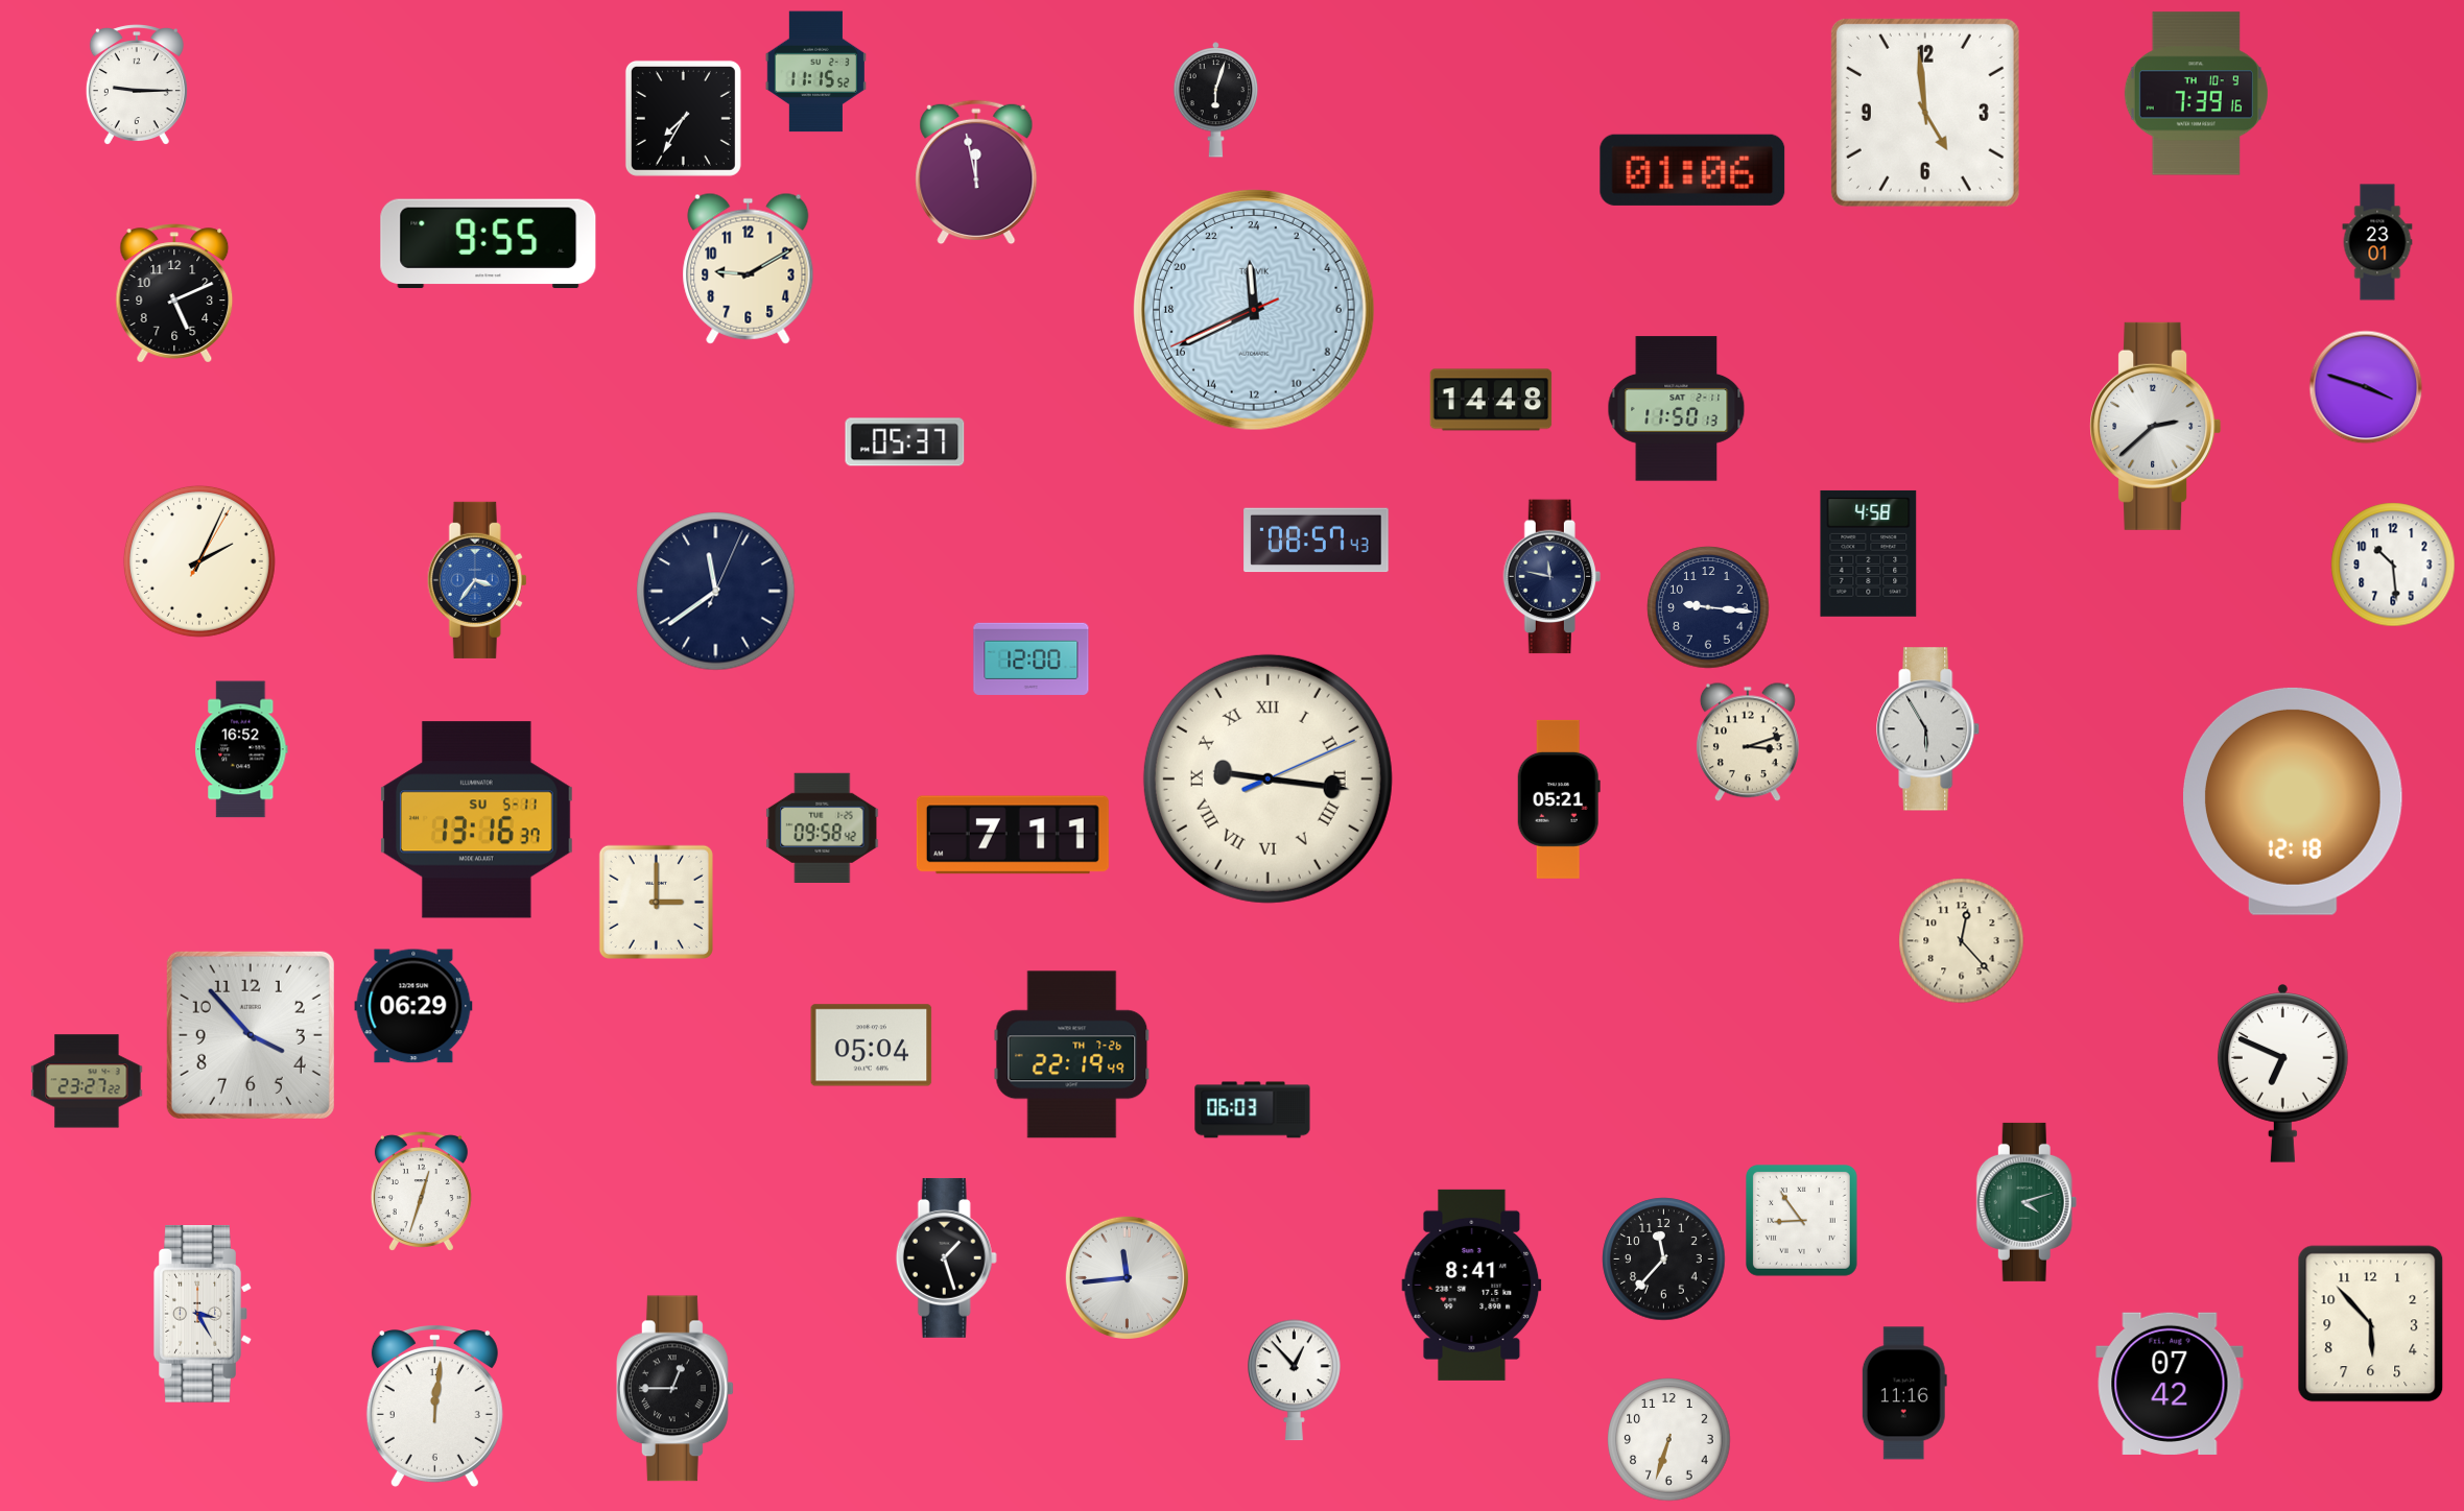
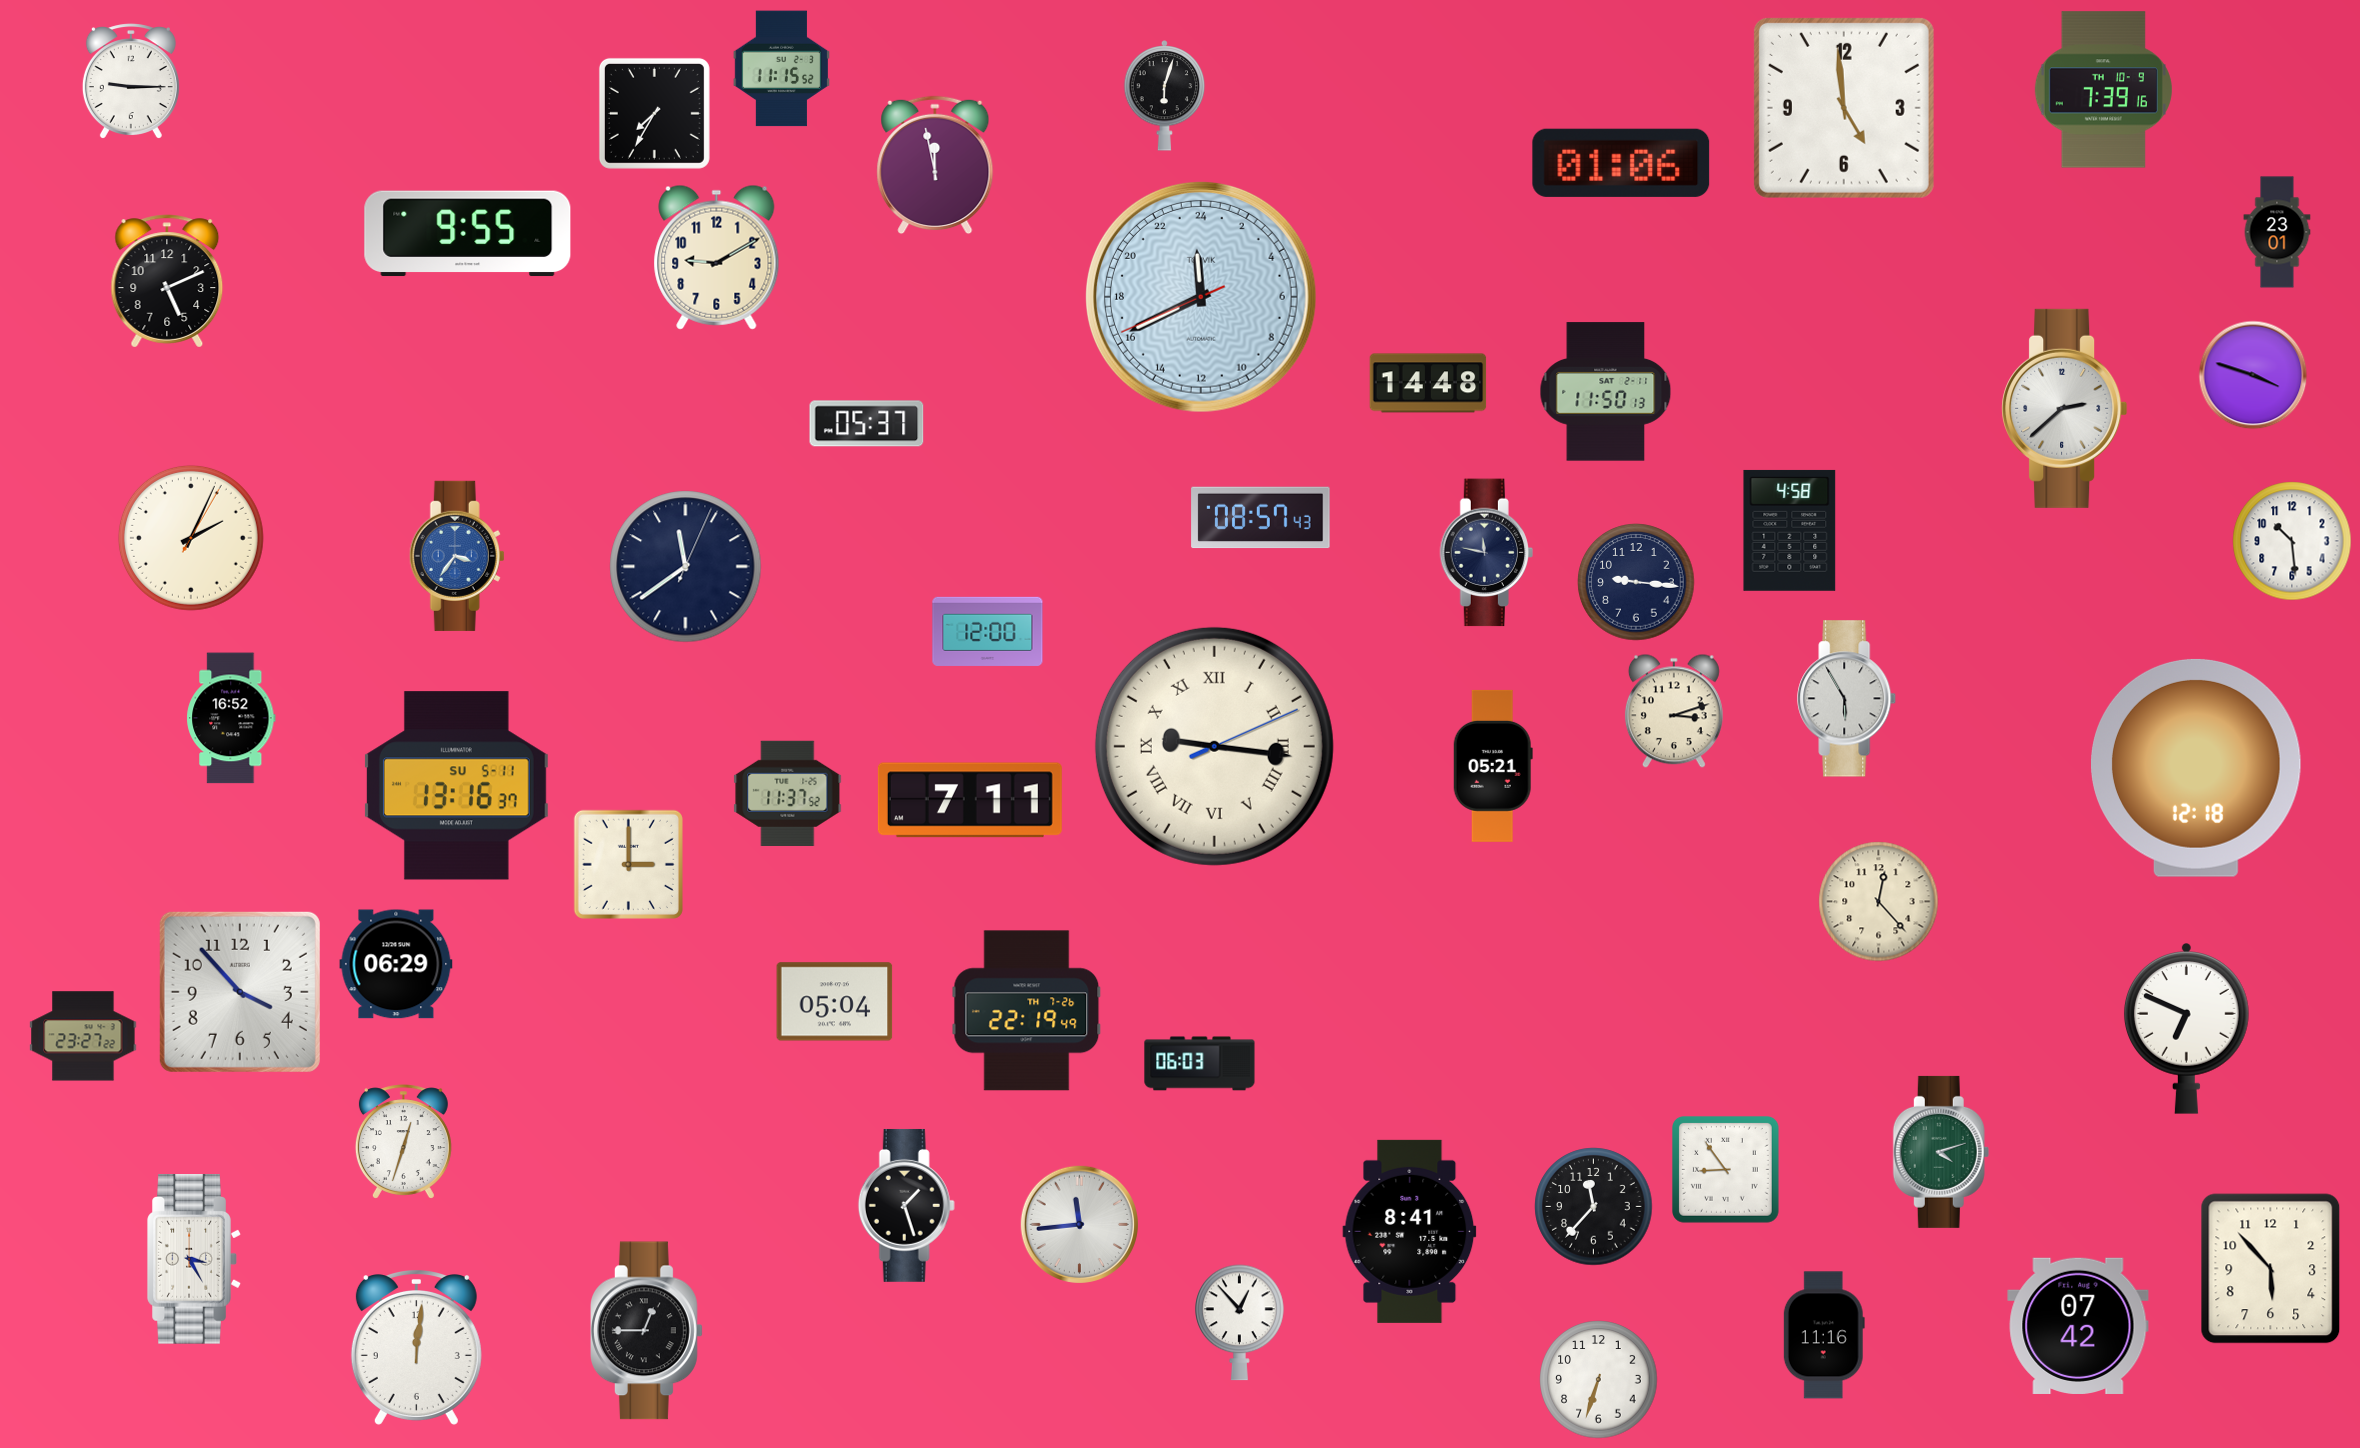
clock at (2366, 387) position: (2366, 387) -> (2253, 375)
clock at (823, 828): 09:58 -> 11:37
